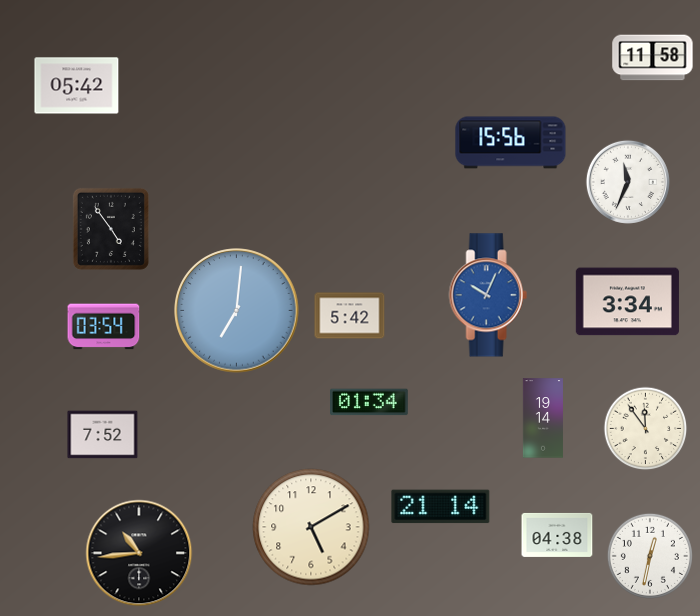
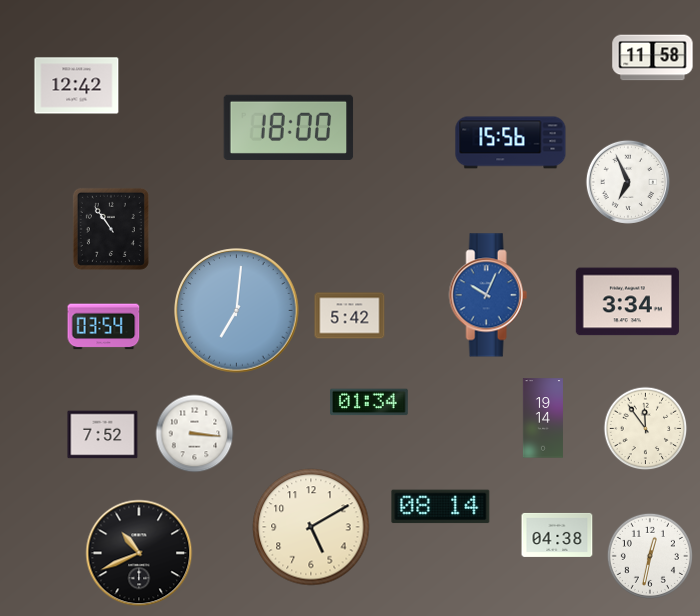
clock at (77, 86): 05:42 -> 12:42
clock at (289, 127): none -> 18:00
clock at (628, 182): 11:34 -> 6:56
clock at (111, 229): 4:54 -> 10:54
clock at (195, 434): none -> 3:16
clock at (441, 507): 21:14 -> 08:14
clock at (139, 553): 10:44 -> 10:41
